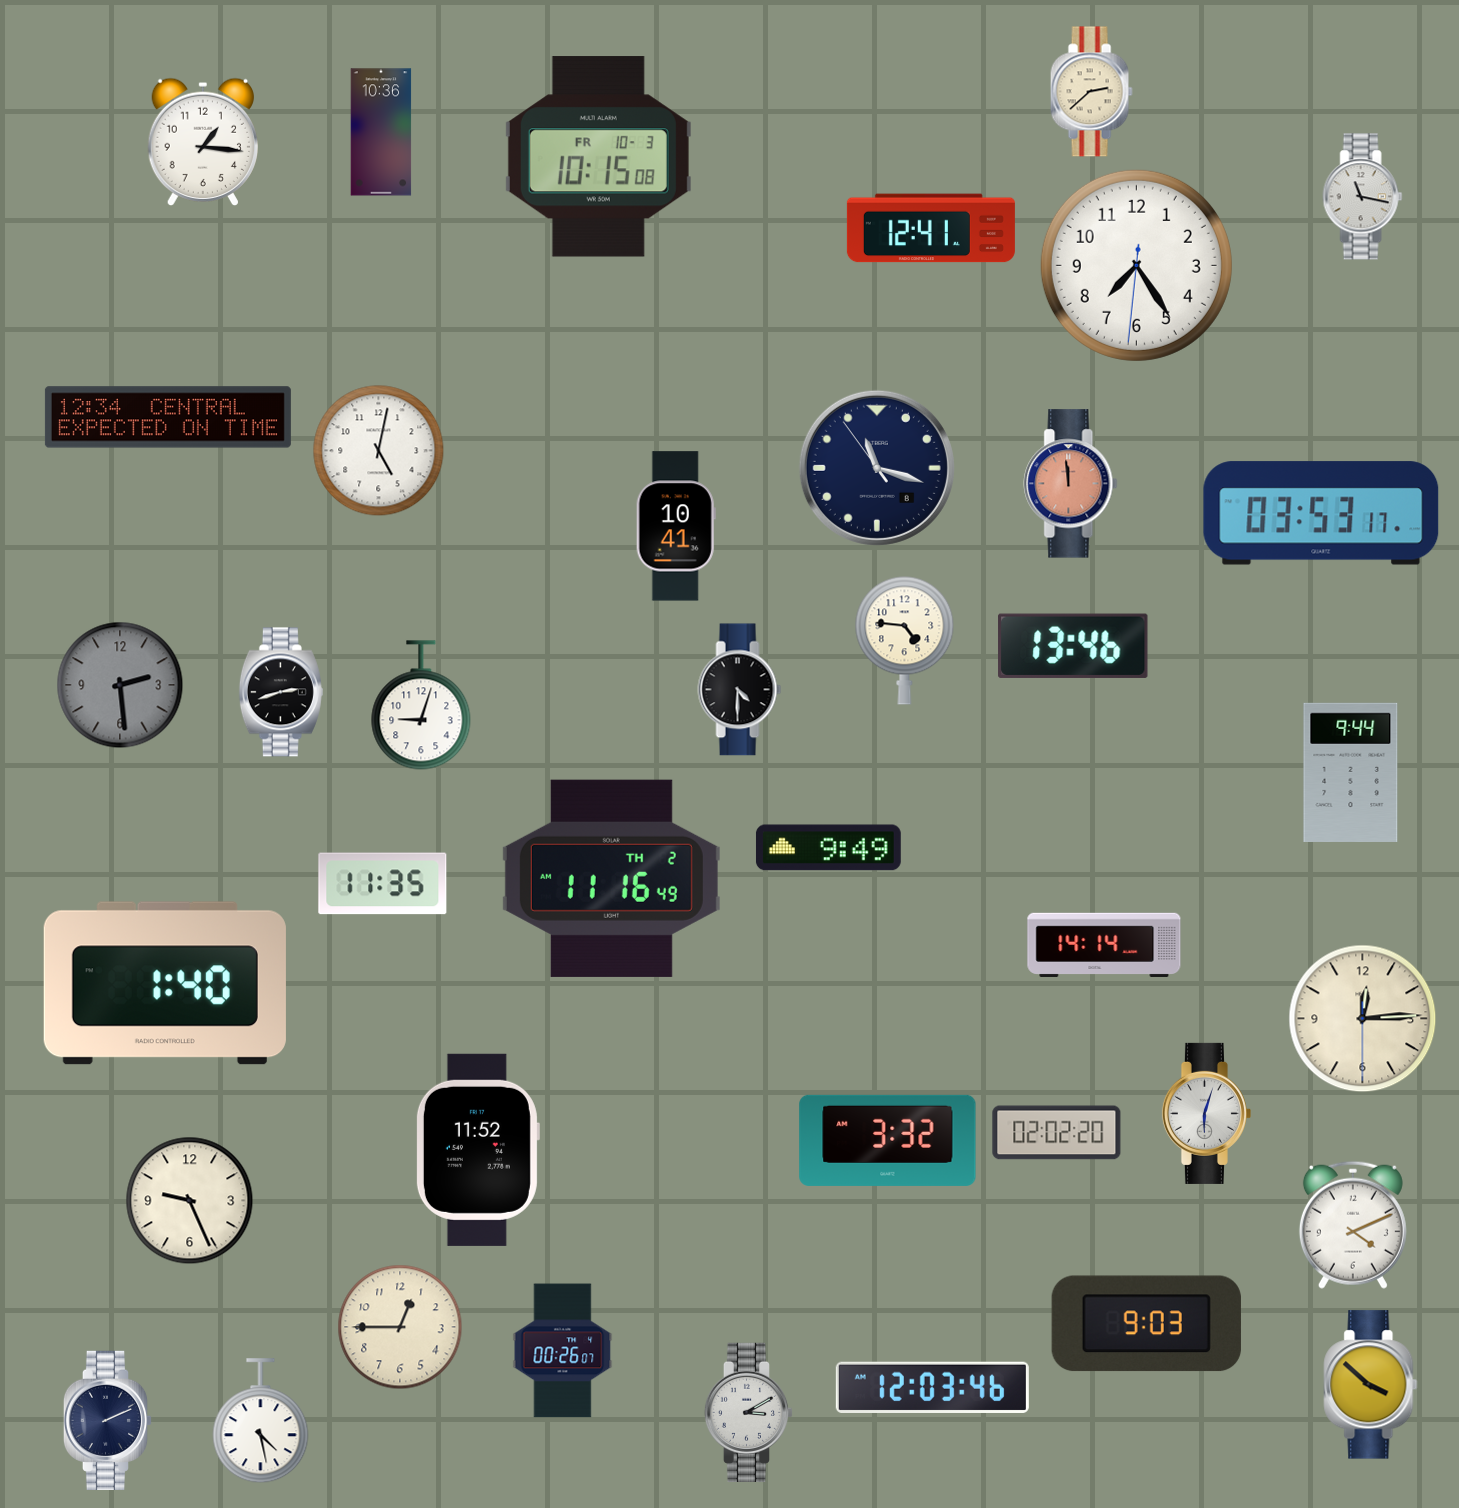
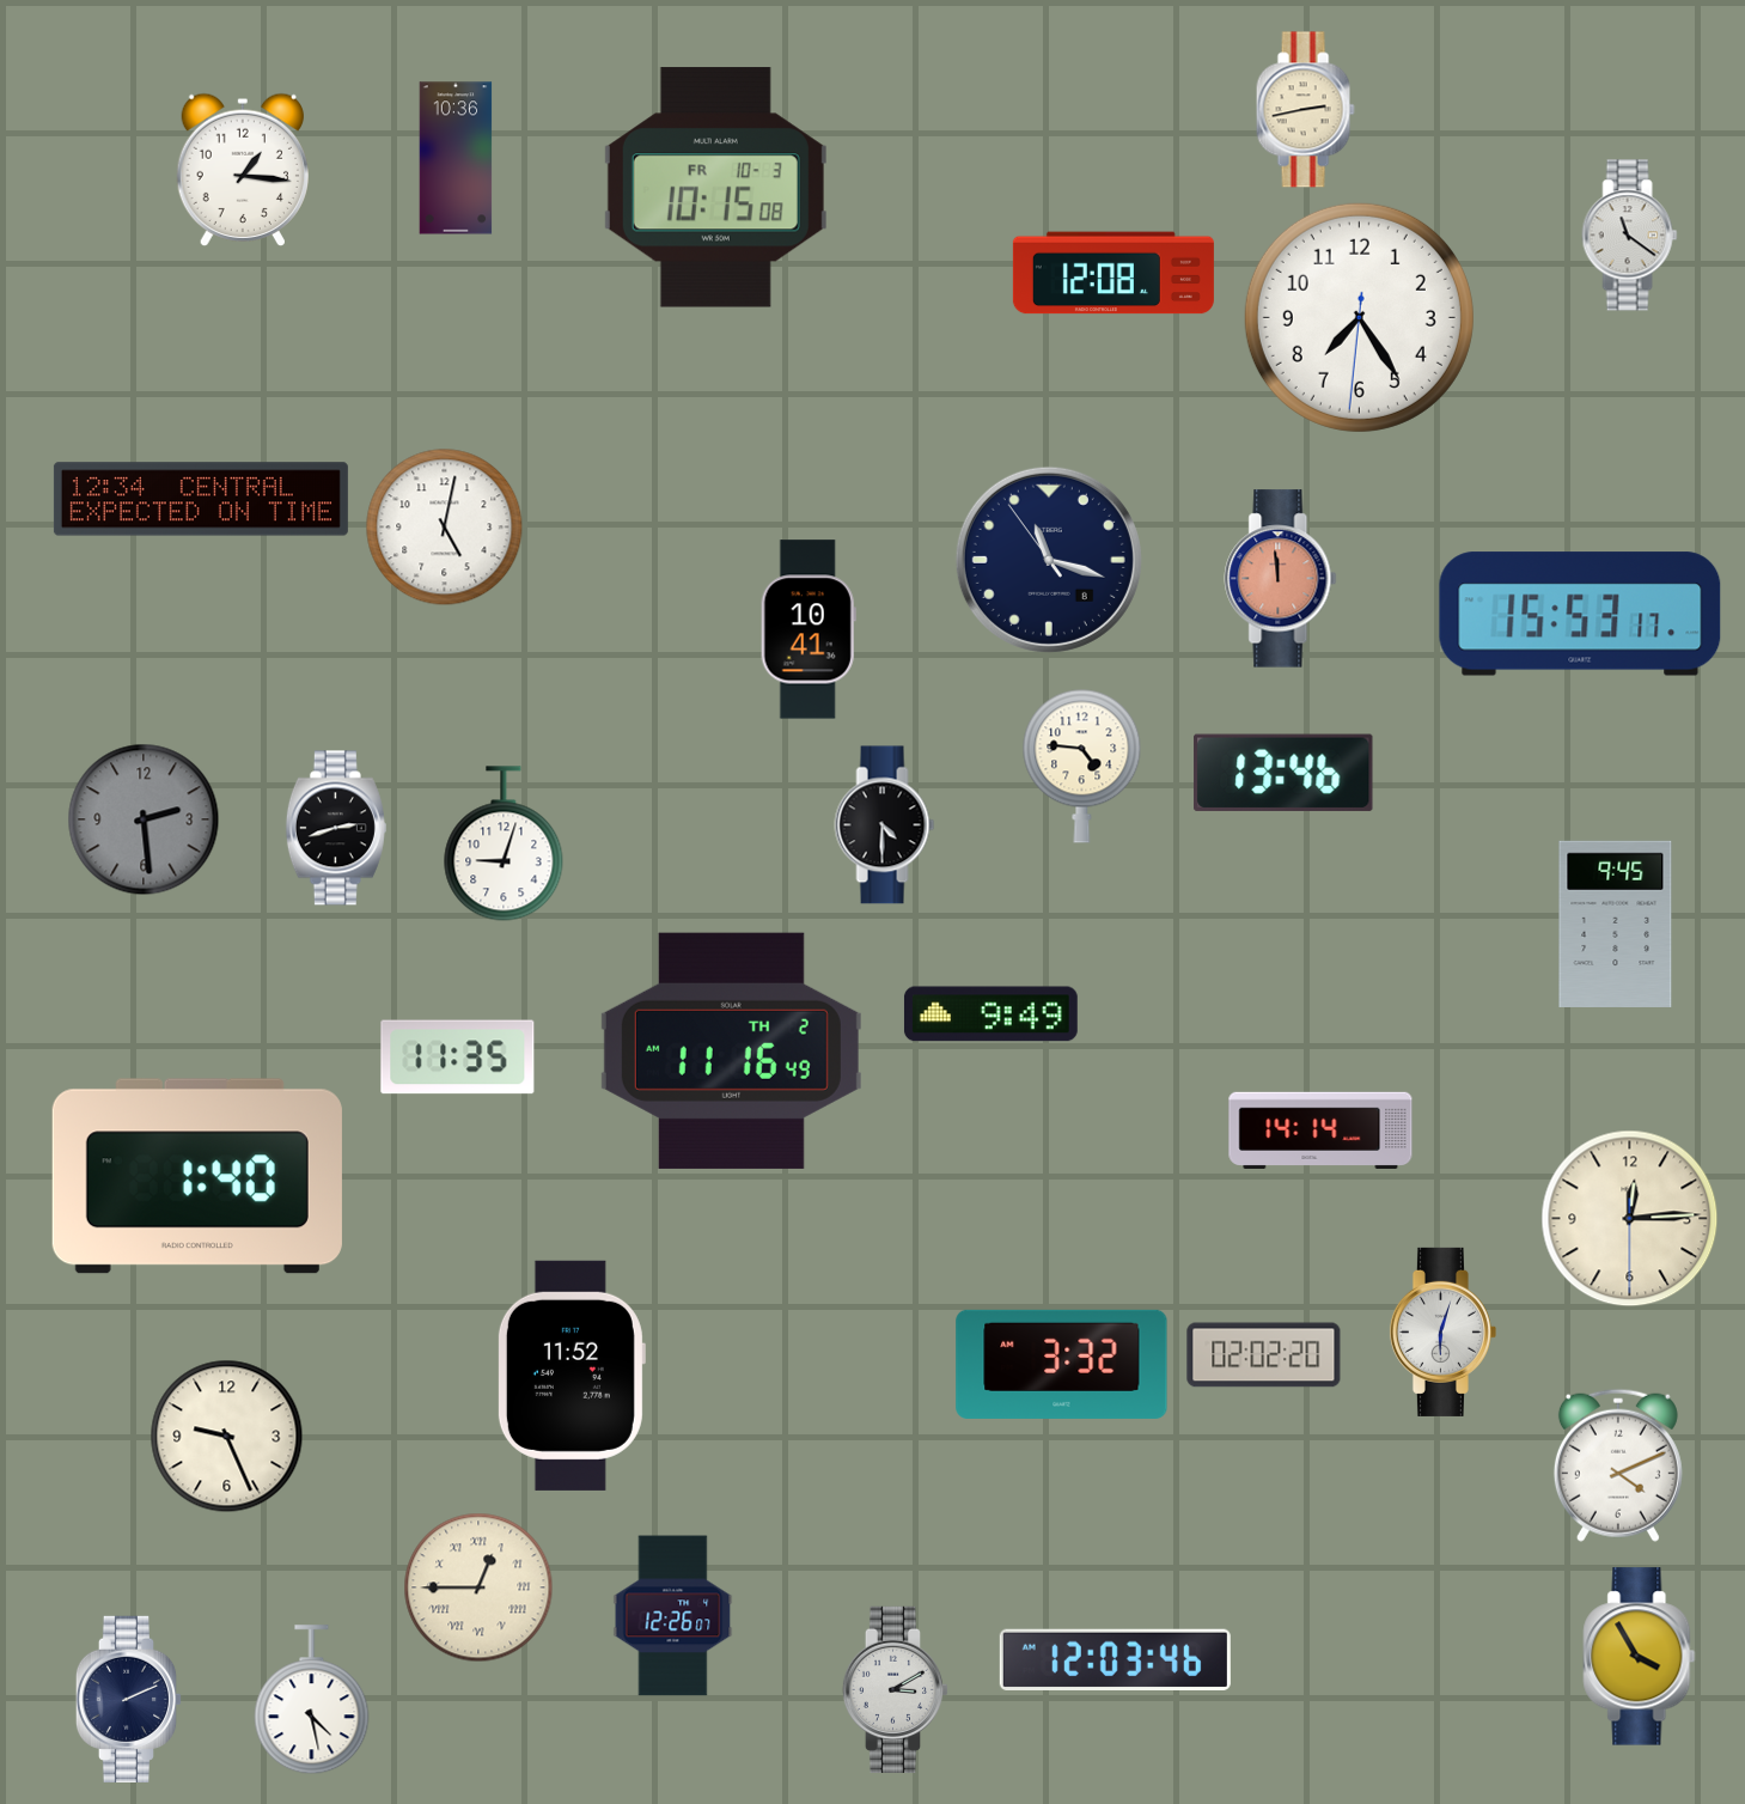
clock at (1091, 92): 2:38 -> 2:43
clock at (1363, 197): 11:17 -> 11:21
clock at (931, 228): 12:41 -> 12:08
clock at (379, 451) position: (379, 451) -> (445, 528)
clock at (1321, 513): 03:53 -> 15:53
clock at (1351, 772): 9:44 -> 9:45
clock at (1146, 1324): 9:03 -> none
clock at (400, 1327) numerals: Arabic -> Roman
clock at (563, 1351): 00:26 -> 12:26
clock at (1371, 1385): 3:52 -> 3:55
